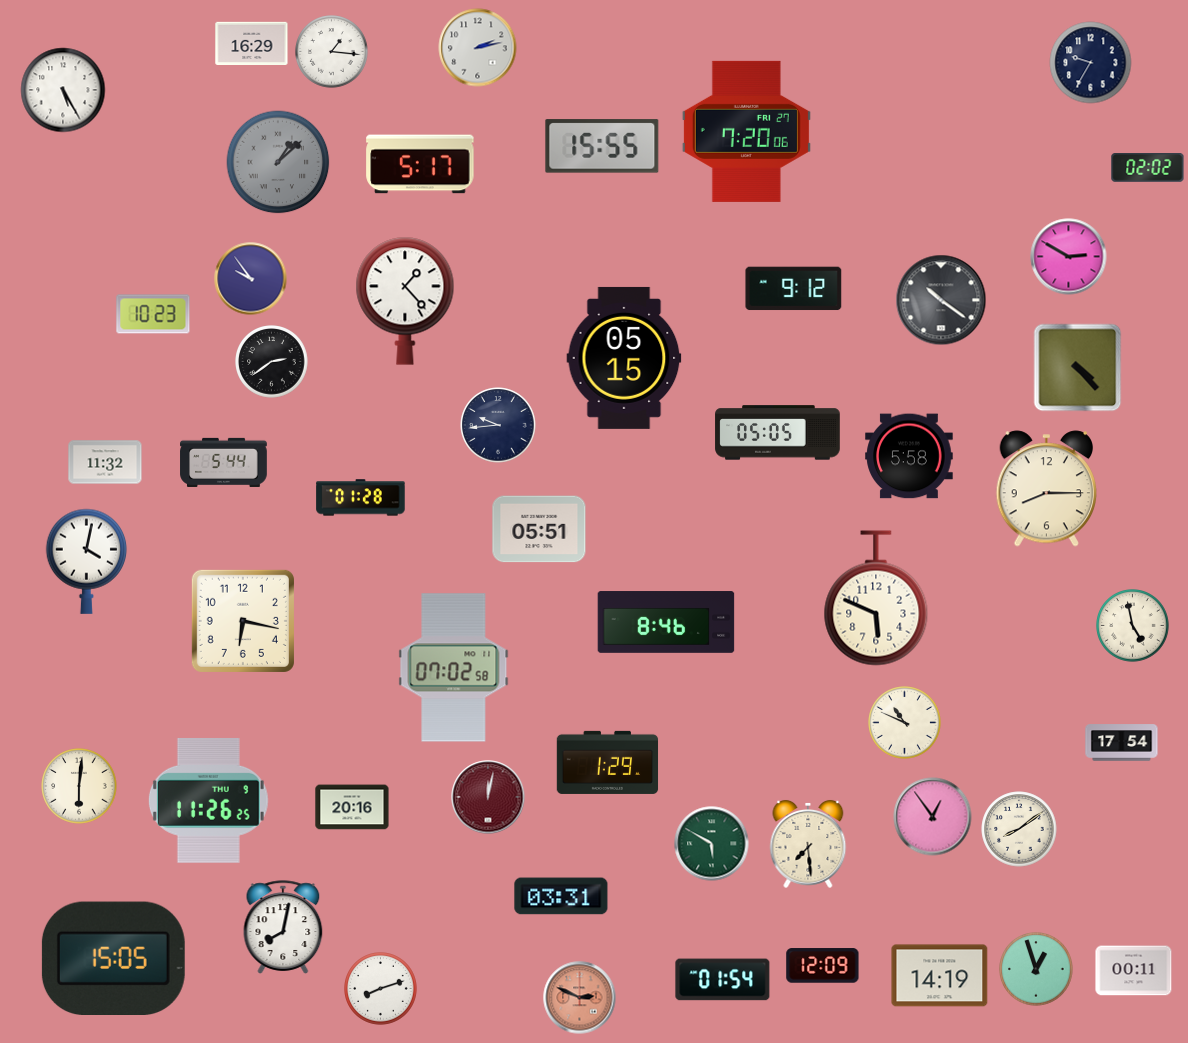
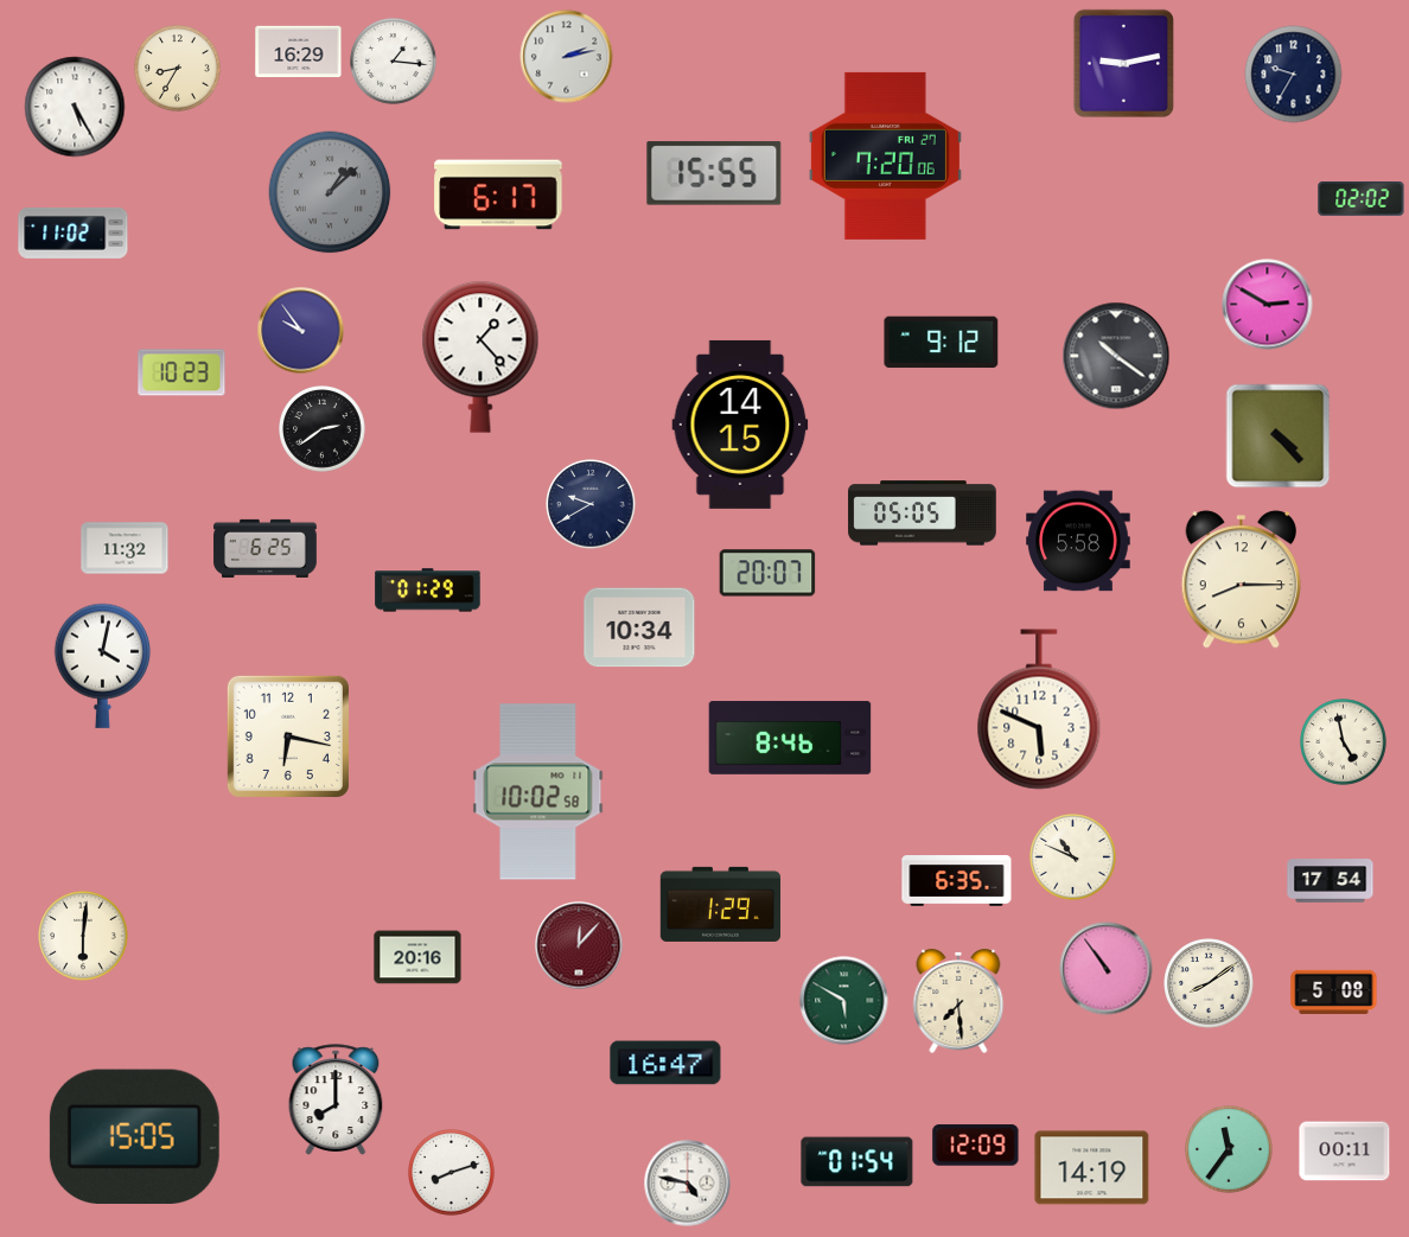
clock at (1123, 63): none -> 9:13
clock at (178, 69): none -> 8:35
clock at (420, 164): 5:17 -> 6:17
clock at (74, 232): none -> 11:02
clock at (251, 279) position: (251, 279) -> (301, 331)
clock at (624, 358): 05:15 -> 14:15
clock at (498, 425): 9:44 -> 9:40
clock at (224, 462): 5:44 -> 6:25
clock at (767, 573): none -> 20:07
clock at (361, 498): 01:28 -> 01:29
clock at (539, 529): 05:51 -> 10:34
clock at (454, 668): 07:02 -> 10:02
clock at (957, 881): none -> 6:35
clock at (79, 786) position: (79, 786) -> (83, 936)
clock at (488, 797): 12:02 -> 12:07
clock at (208, 800): 11:26 -> none
clock at (933, 817): 12:54 -> 10:54
clock at (1334, 991): none -> 5:08
clock at (561, 896): 03:31 -> 16:47
clock at (283, 927): 8:02 -> 8:00
clock at (1036, 969): 12:57 -> 11:36
clock at (940, 976) position: (940, 976) -> (1092, 1168)
clock at (580, 998): 2:49 -> 4:47
clock at (580, 998) dial: salmon -> white
